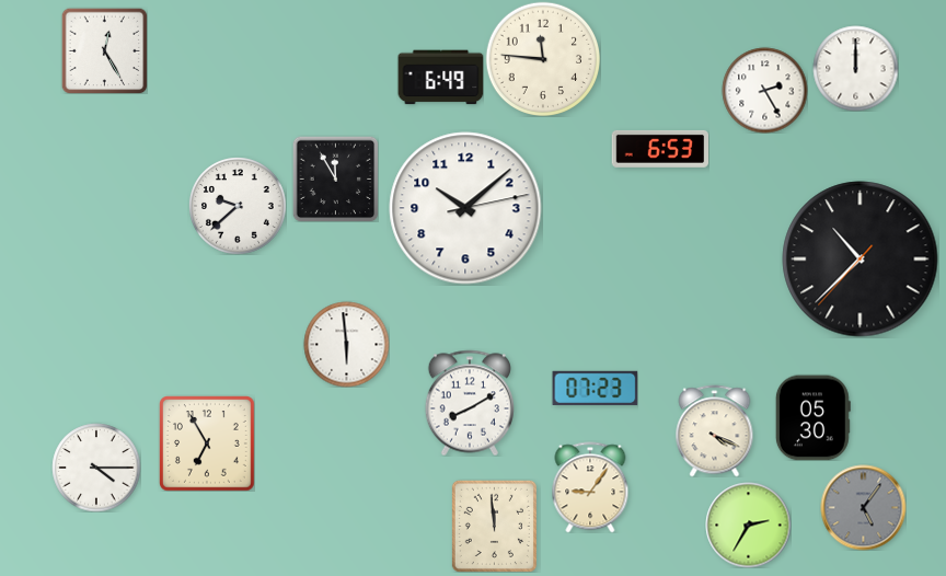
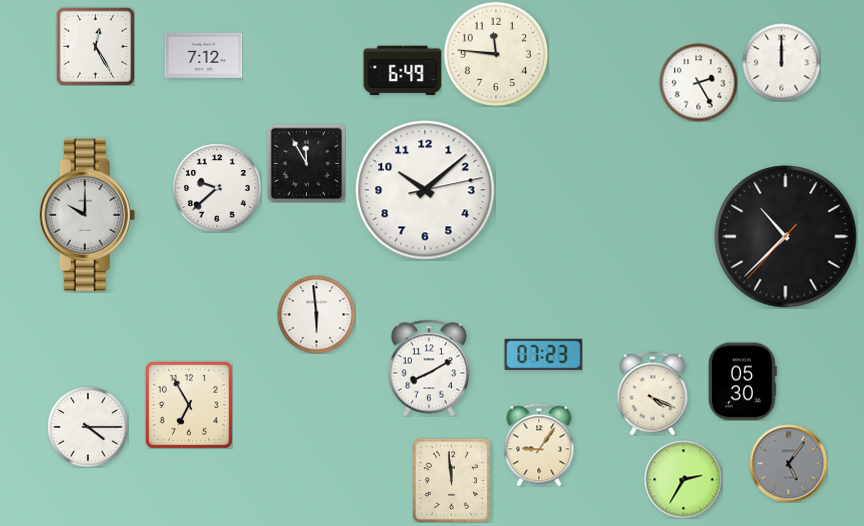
clock at (203, 55): none -> 7:12
clock at (659, 149): 6:53 -> none
clock at (87, 214): none -> 10:00
